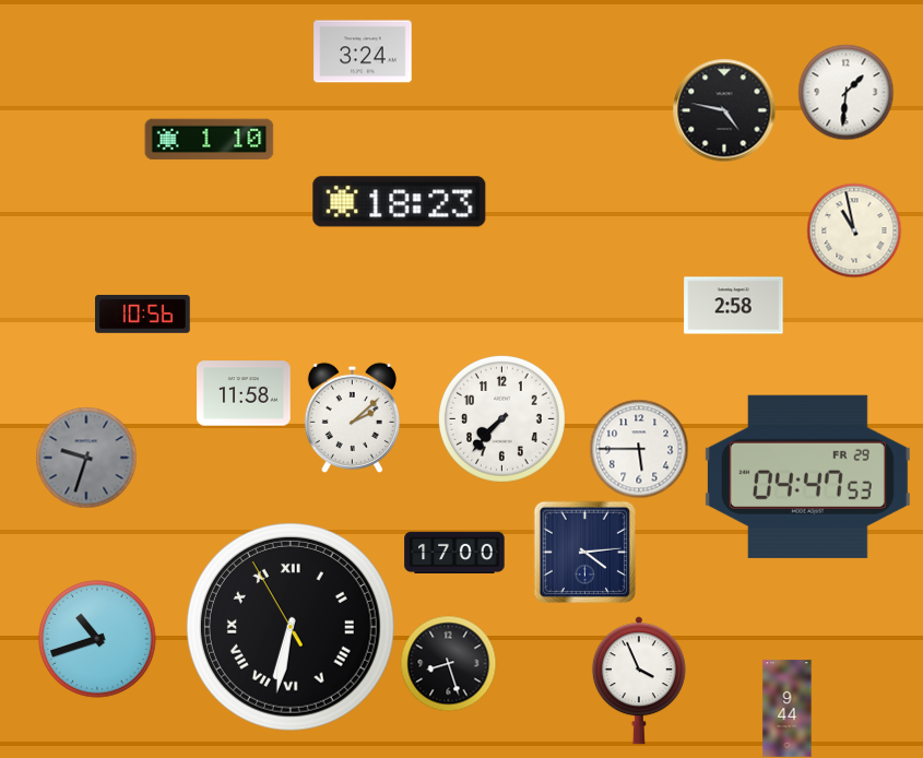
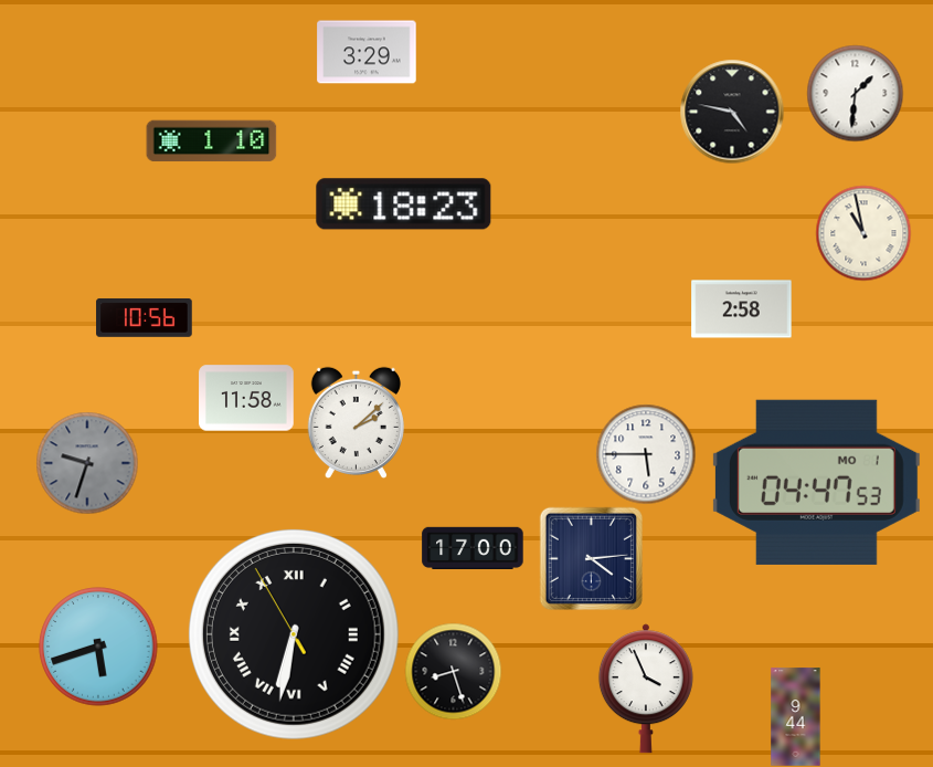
clock at (363, 51): 3:24 -> 3:29
clock at (501, 418): 7:37 -> none
clock at (807, 476) date: FR 29 -> MO 1
clock at (454, 552) position: (454, 552) -> (473, 547)
clock at (97, 639): 10:42 -> 5:42
